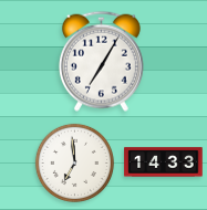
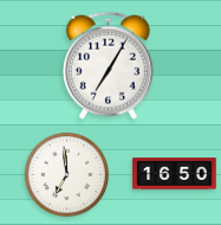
clock at (74, 162) position: (74, 162) -> (66, 174)
clock at (164, 162): 14:33 -> 16:50
